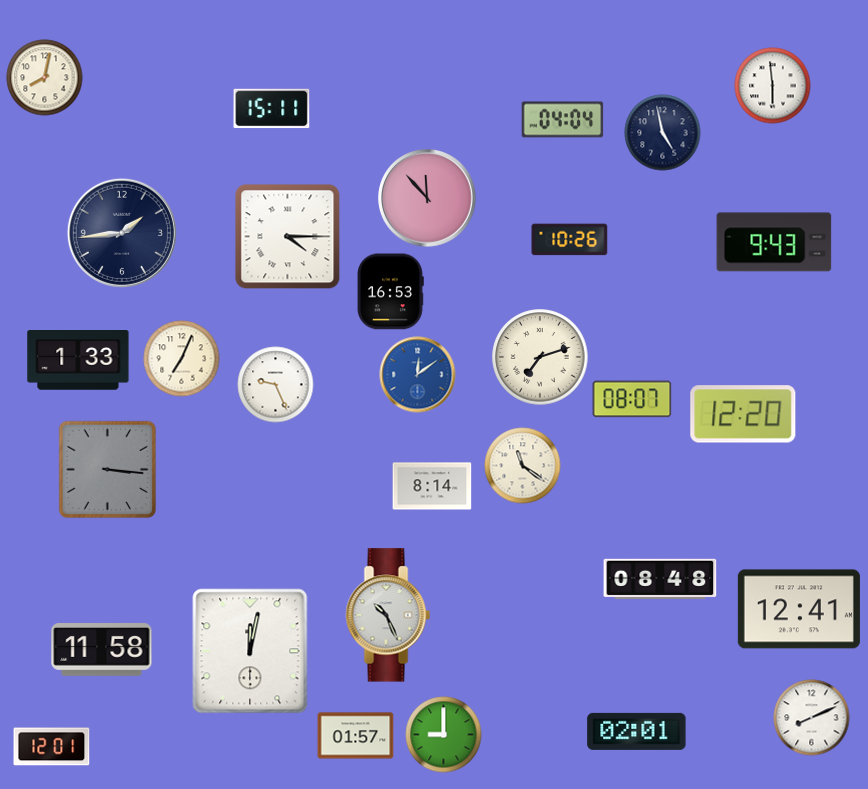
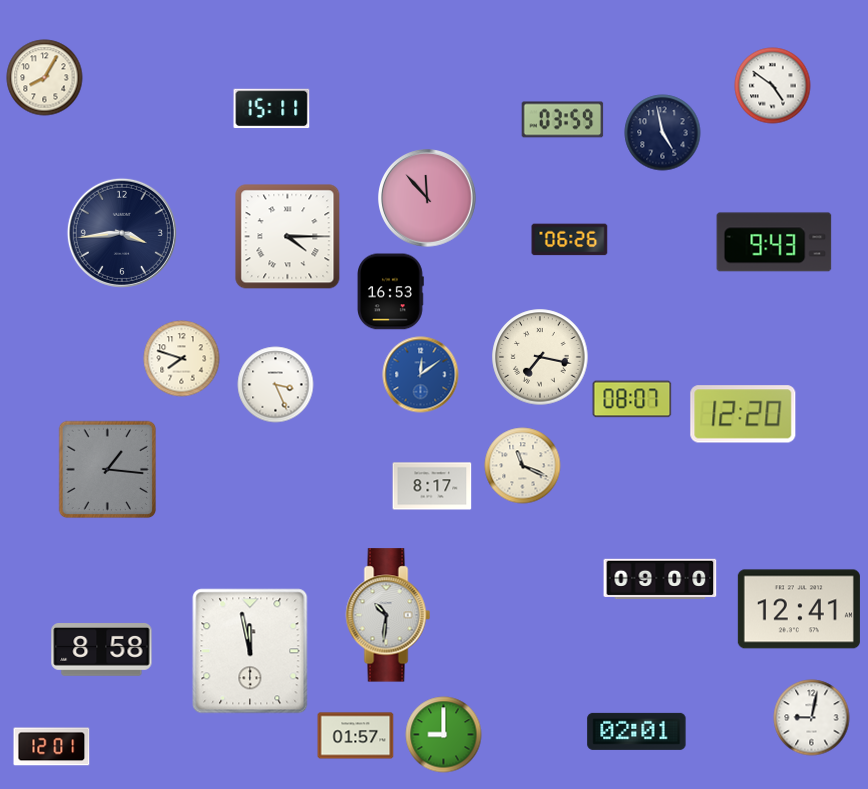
clock at (45, 78): 8:02 -> 8:05
clock at (773, 86): 5:59 -> 4:51
clock at (563, 120): 04:04 -> 03:59
clock at (122, 233): 1:44 -> 3:44
clock at (570, 240): 10:26 -> 06:26
clock at (540, 357): 7:12 -> 7:17
clock at (182, 359): 7:04 -> 7:48
clock at (78, 360): 1:33 -> none
clock at (418, 375) position: (418, 375) -> (421, 375)
clock at (276, 385): 9:26 -> 3:26
clock at (523, 466): 11:21 -> 11:19
clock at (108, 470): 3:16 -> 1:16
clock at (432, 486): 8:14 -> 8:17
clock at (660, 578): 08:48 -> 09:00
clock at (388, 615): 10:26 -> 10:31
clock at (102, 650): 11:58 -> 8:58
clock at (250, 651): 12:02 -> 11:58
clock at (812, 718): 8:11 -> 9:02
